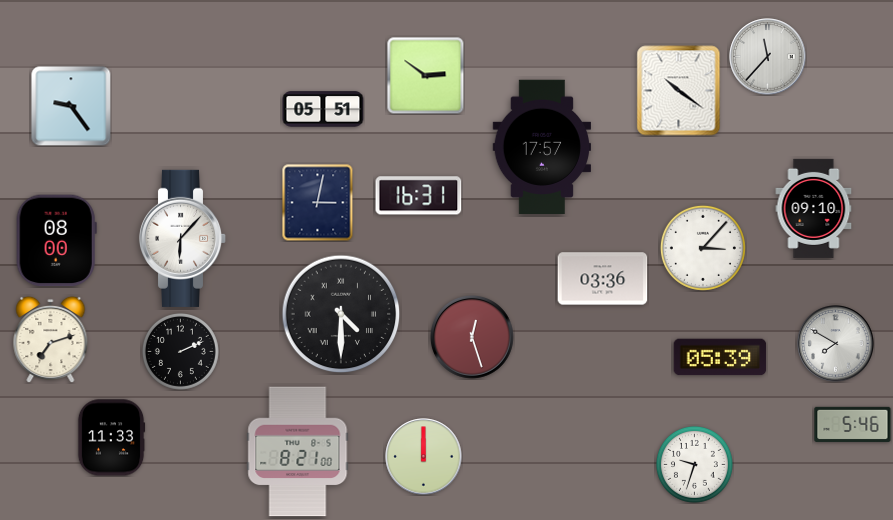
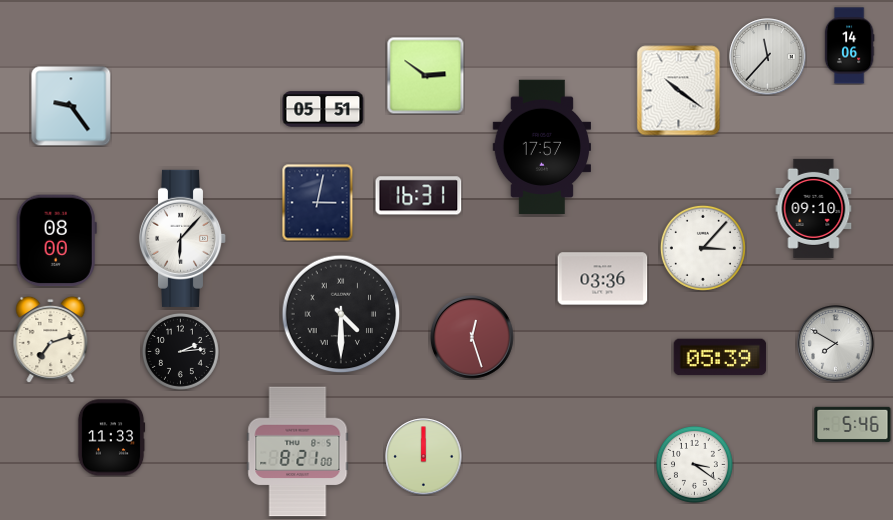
clock at (849, 46): none -> 14:06
clock at (180, 351): 2:11 -> 2:14
clock at (694, 464): 9:33 -> 3:21
